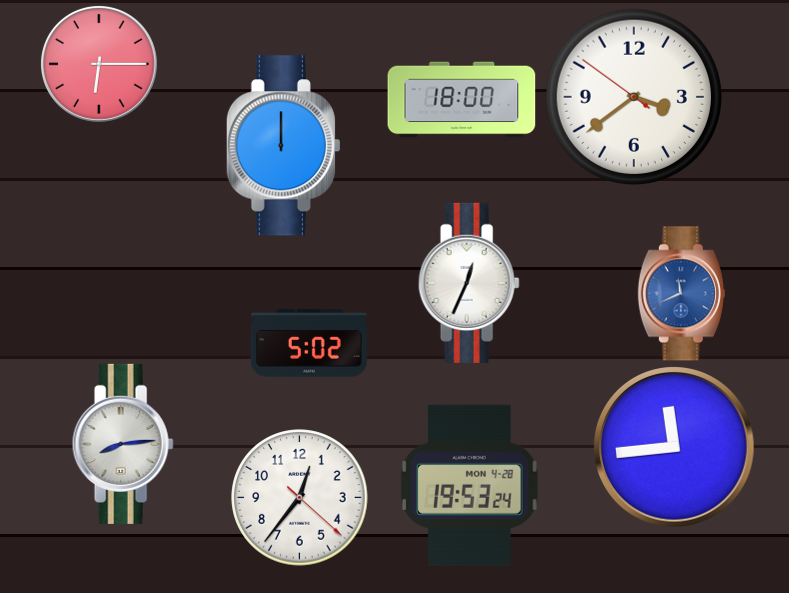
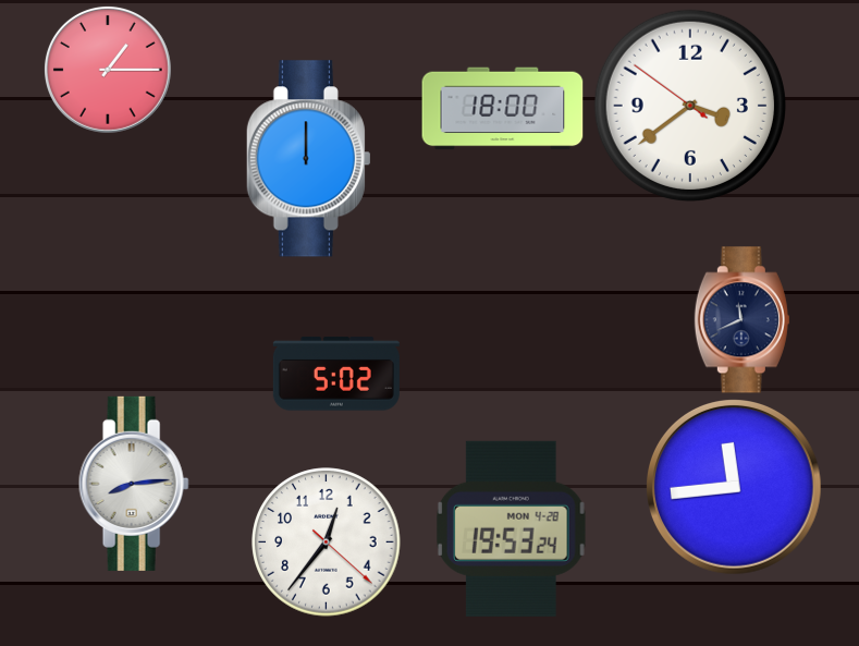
clock at (99, 64): 6:15 -> 1:15
clock at (469, 283): 12:34 -> none
clock at (681, 294) dial: blue -> navy
